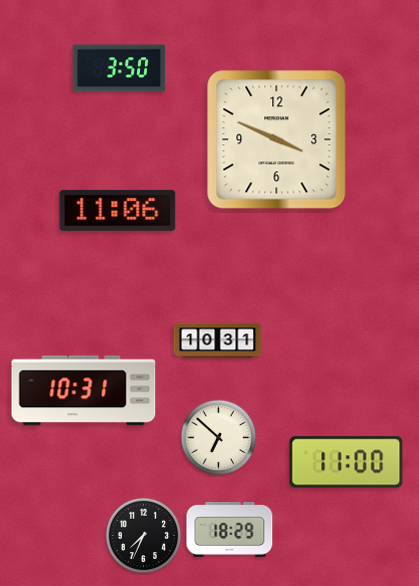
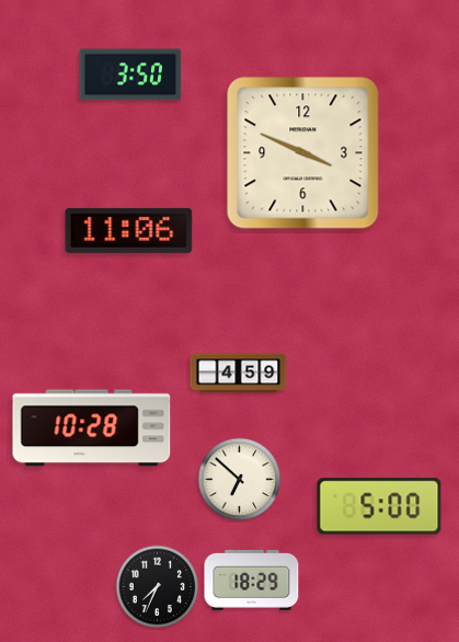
clock at (218, 341): 10:31 -> 4:59
clock at (84, 391): 10:31 -> 10:28
clock at (346, 462): 11:00 -> 5:00
